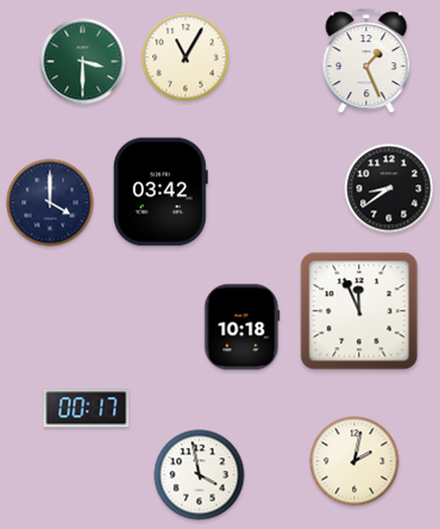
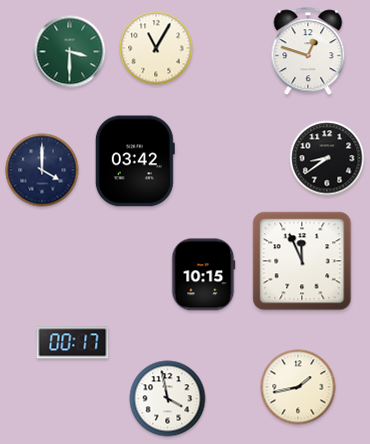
clock at (366, 62): 1:26 -> 12:48
clock at (243, 328): 10:18 -> 10:15
clock at (354, 461): 2:02 -> 1:43
